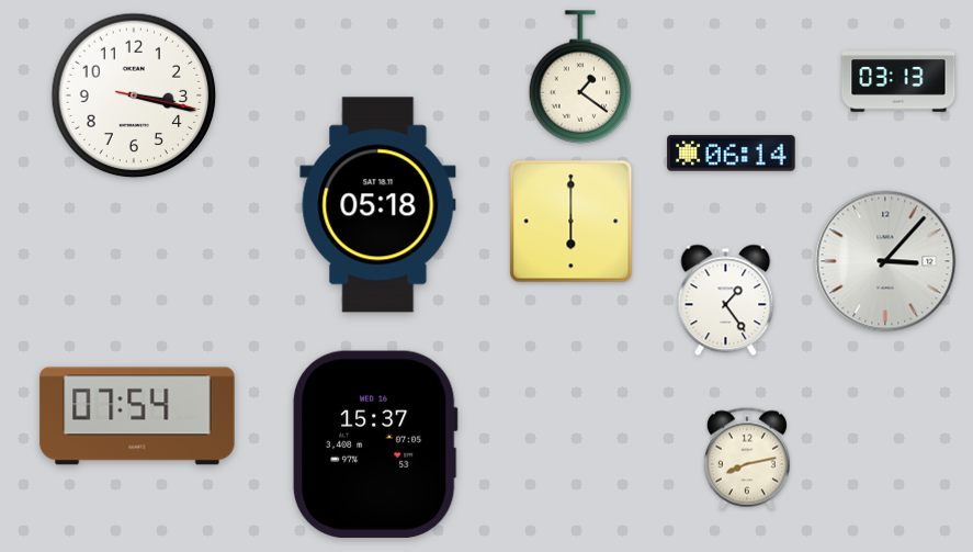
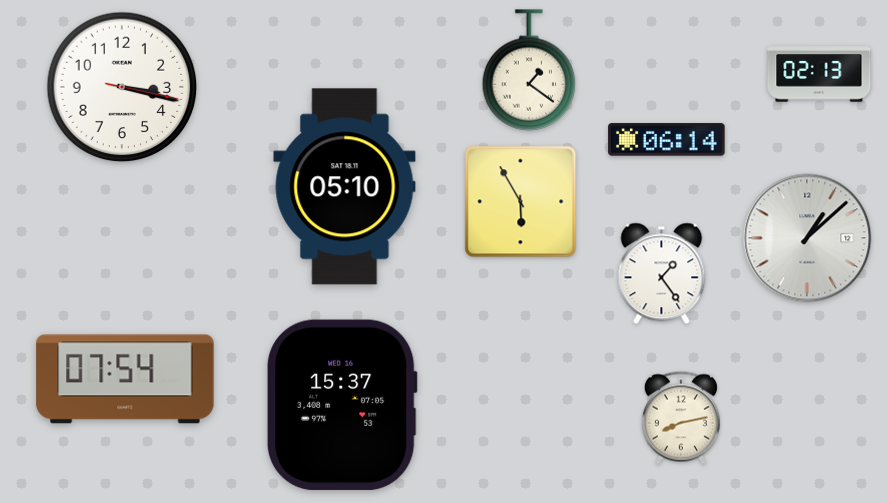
clock at (898, 81): 03:13 -> 02:13
clock at (378, 205): 05:18 -> 05:10
clock at (572, 222): 6:00 -> 5:55
clock at (885, 261): 3:07 -> 1:08
